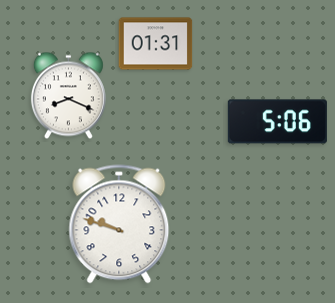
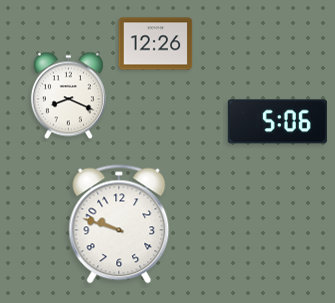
clock at (156, 44): 01:31 -> 12:26
